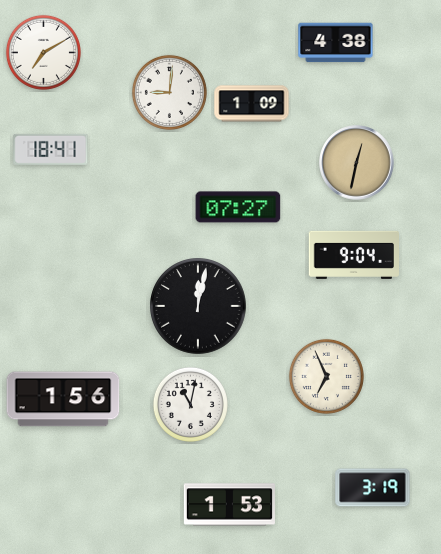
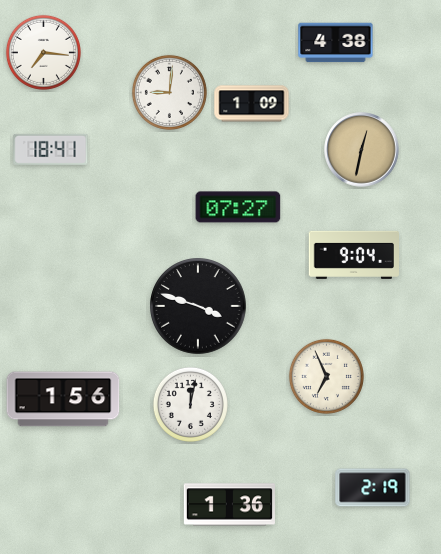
clock at (43, 52): 7:10 -> 7:16
clock at (357, 163) position: (357, 163) -> (362, 150)
clock at (198, 306): 12:02 -> 3:48
clock at (190, 404): 11:02 -> 12:02
clock at (373, 488): 3:19 -> 2:19
clock at (229, 505): 1:53 -> 1:36
